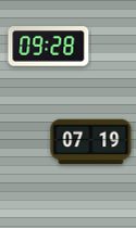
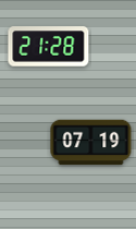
clock at (49, 47): 09:28 -> 21:28
